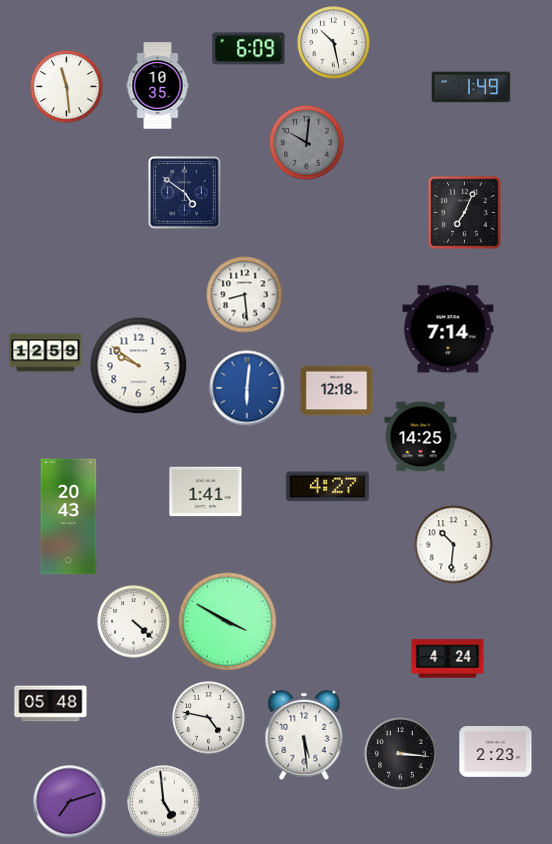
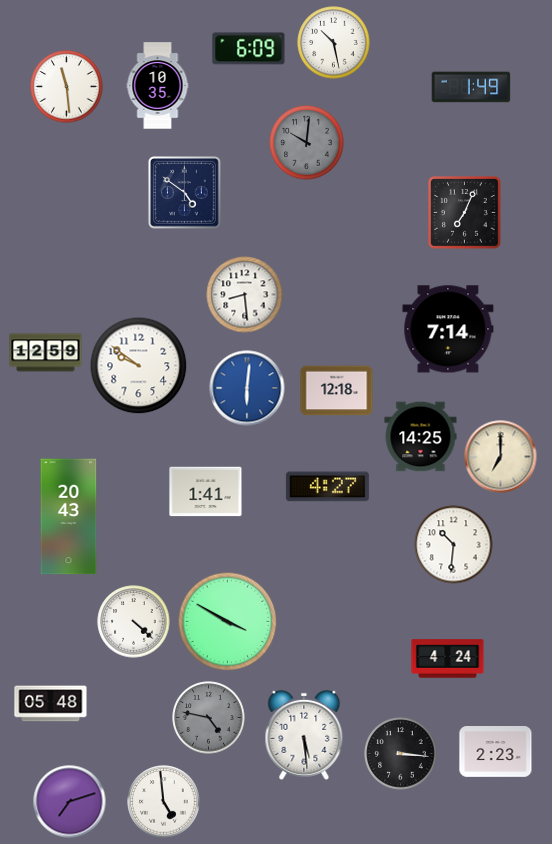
clock at (501, 457): none -> 7:00
clock at (209, 718) dial: white -> grey
